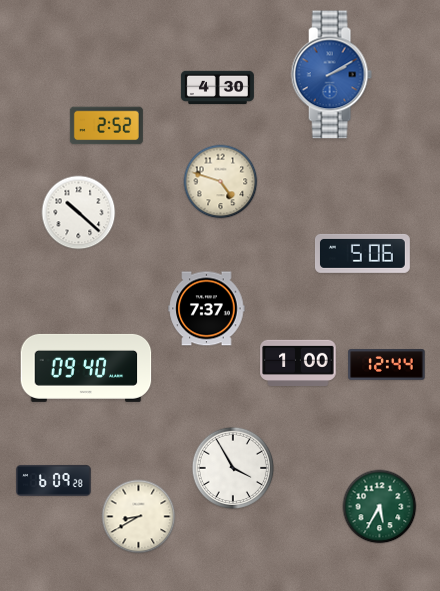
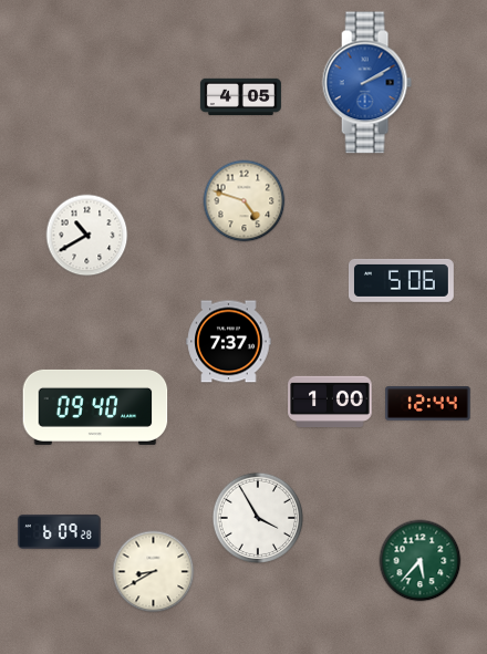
clock at (217, 88): 4:30 -> 4:05
clock at (106, 126): 2:52 -> none
clock at (79, 213): 10:22 -> 10:40
clock at (380, 507): 5:35 -> 5:37
